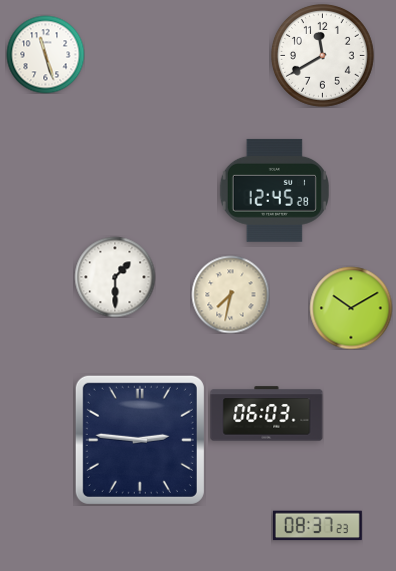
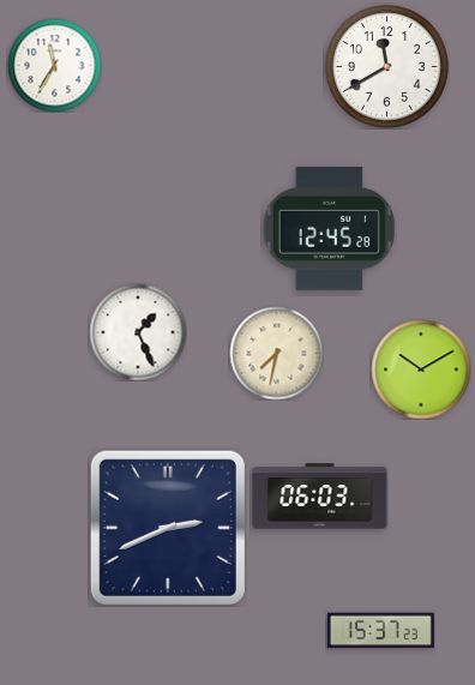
clock at (45, 54): 11:27 -> 11:35
clock at (115, 277): 1:30 -> 1:26
clock at (140, 440): 2:46 -> 2:41
clock at (317, 526): 08:37 -> 15:37
